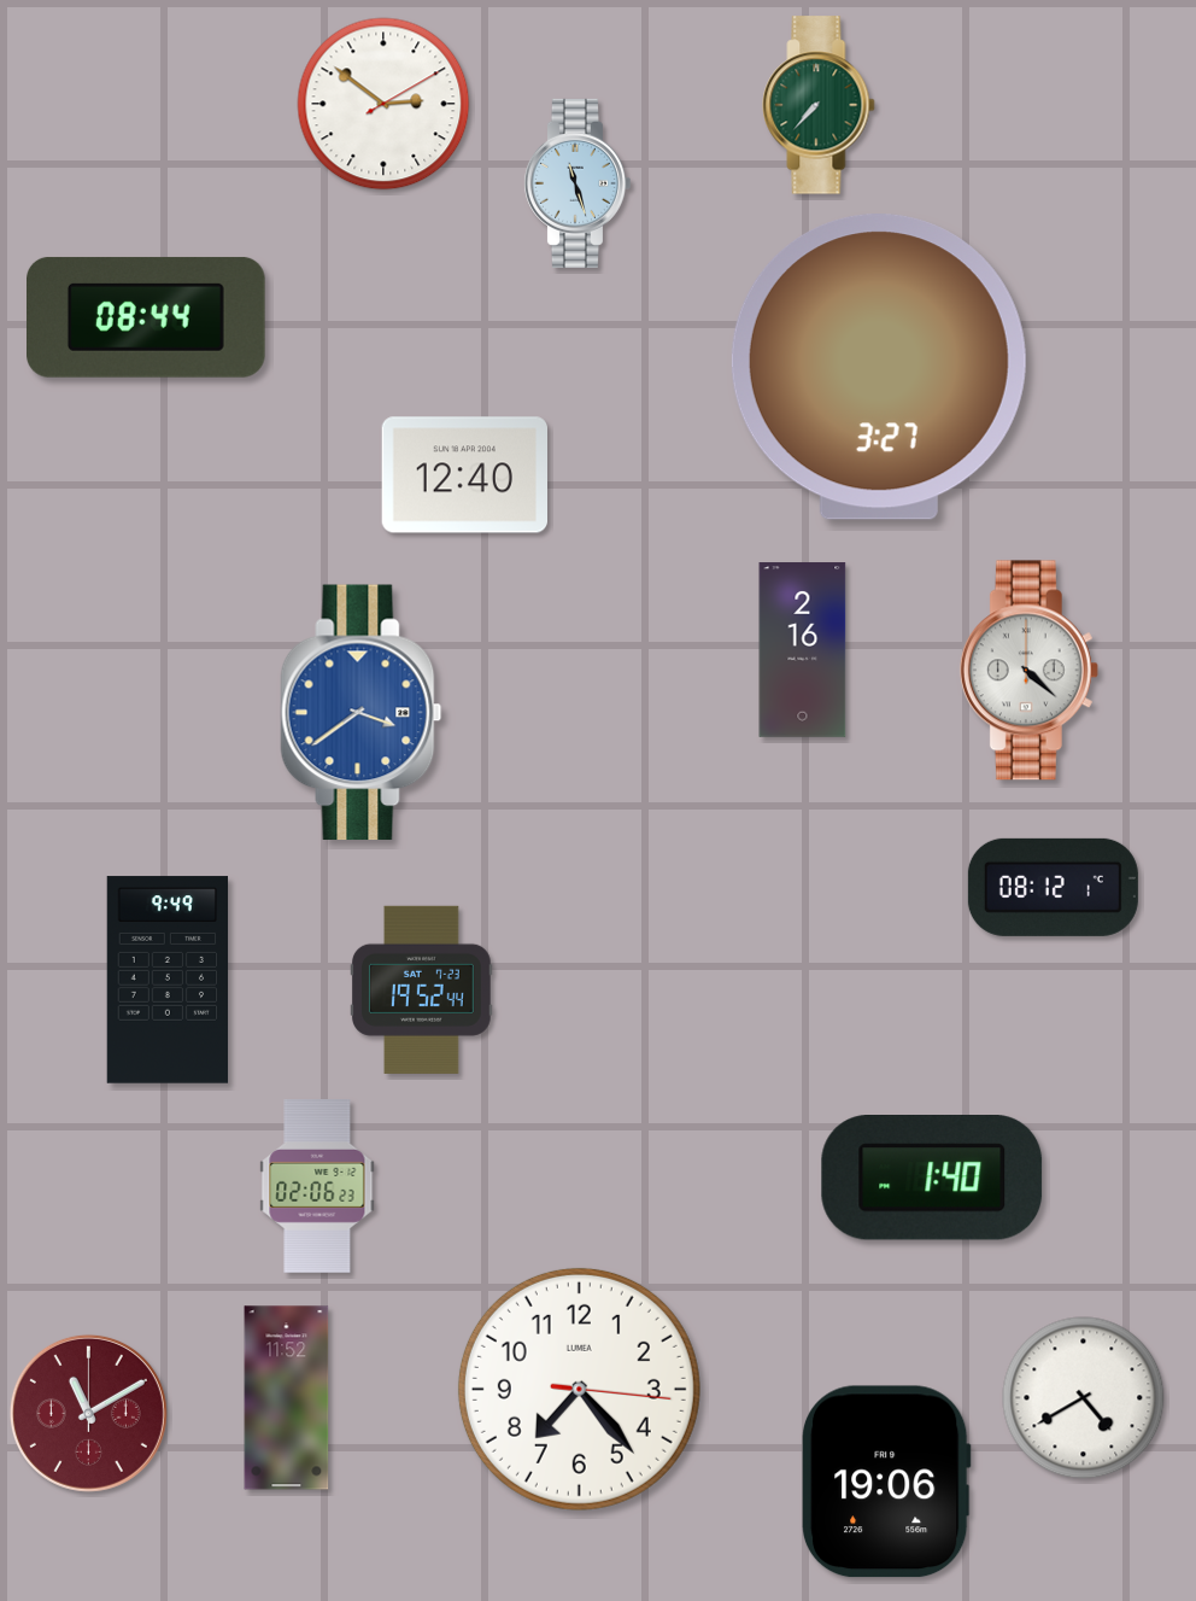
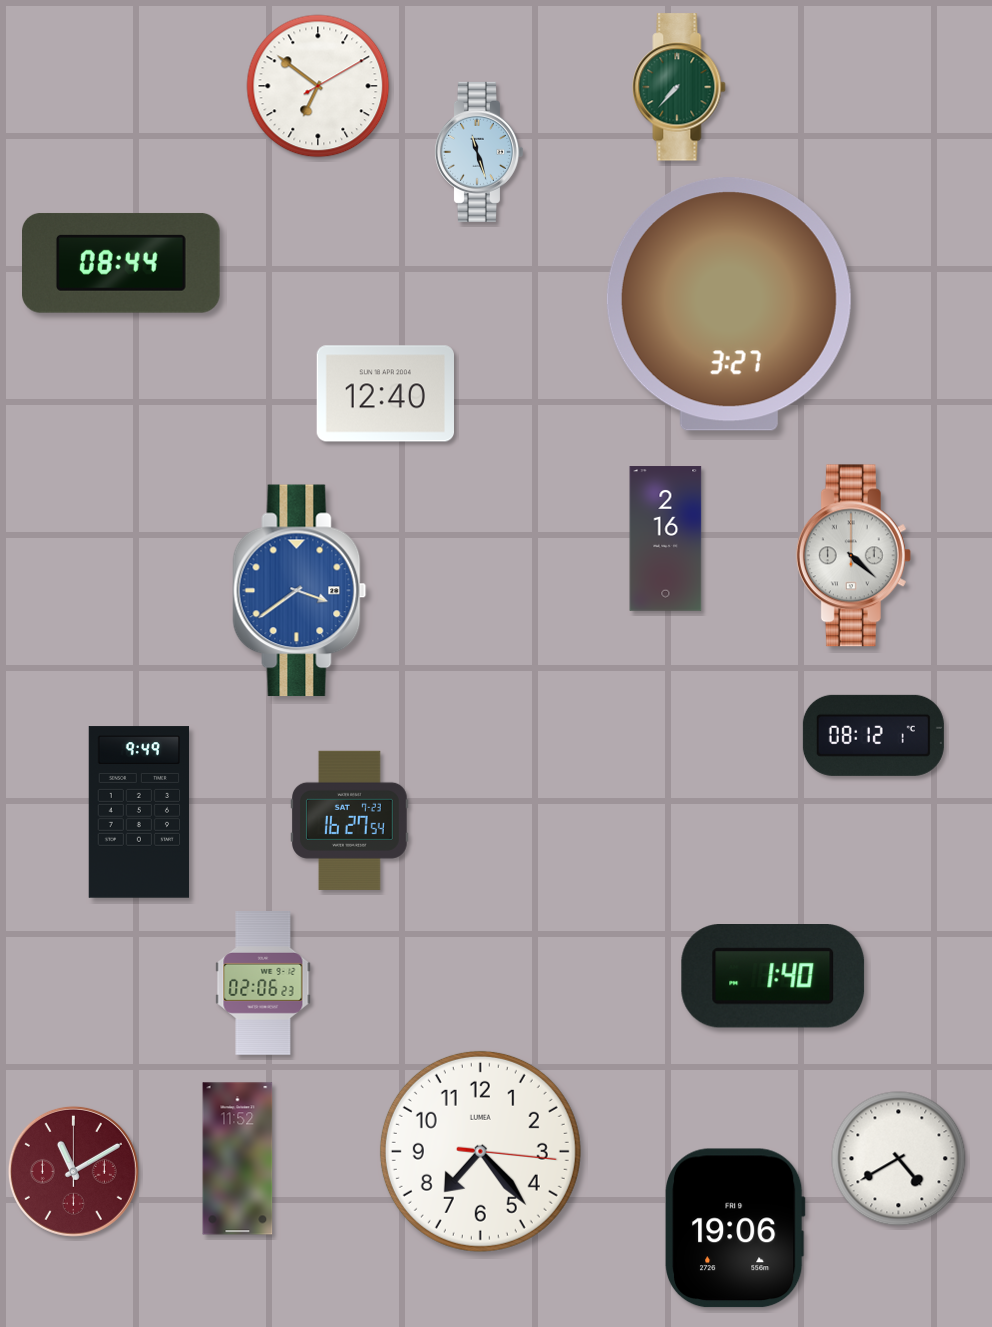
clock at (383, 104): 2:51 -> 6:51
clock at (421, 989): 19:52 -> 16:27
